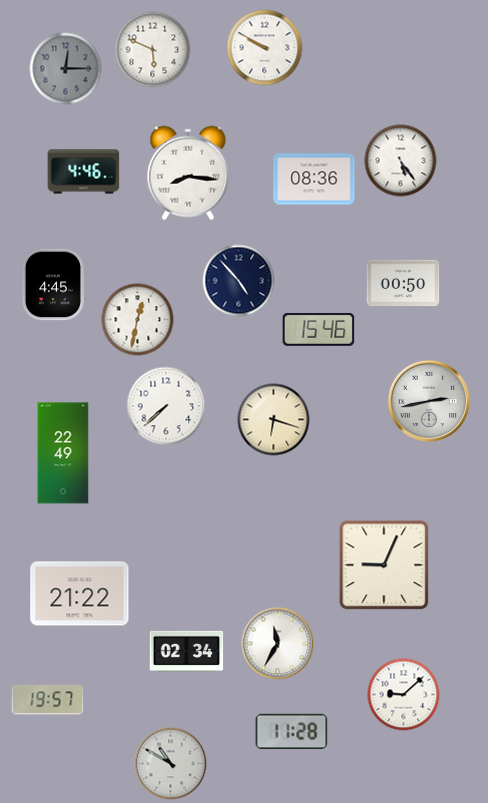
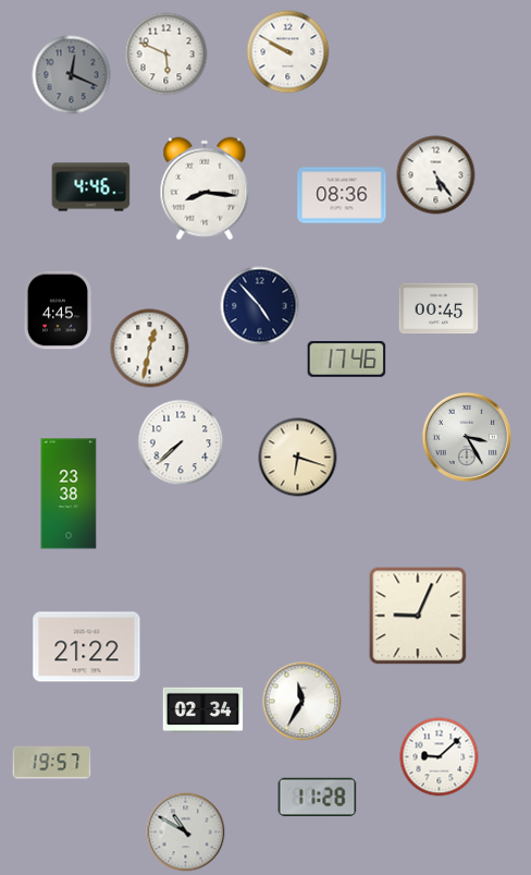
clock at (66, 69): 12:15 -> 12:19
clock at (403, 283): 00:50 -> 00:45
clock at (319, 329): 15:46 -> 17:46
clock at (429, 401): 2:43 -> 3:25
clock at (63, 453): 22:49 -> 23:38
